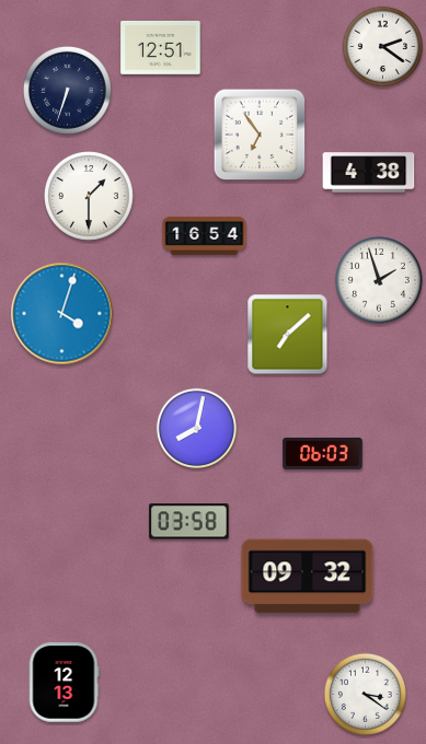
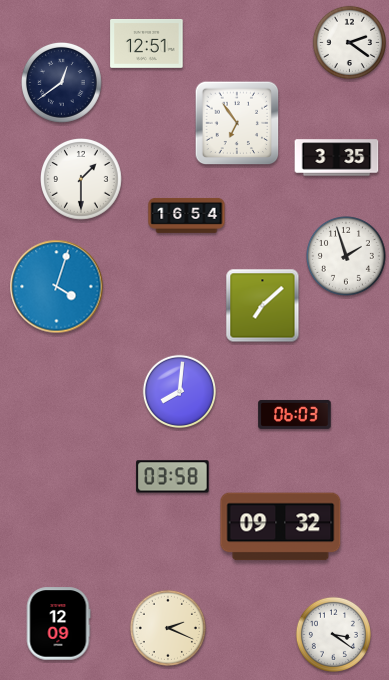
clock at (68, 91): 6:33 -> 12:39
clock at (369, 173): 4:38 -> 3:35
clock at (196, 428): 8:02 -> 8:01
clock at (64, 683): 12:13 -> 12:09
clock at (168, 628): none -> 2:19
